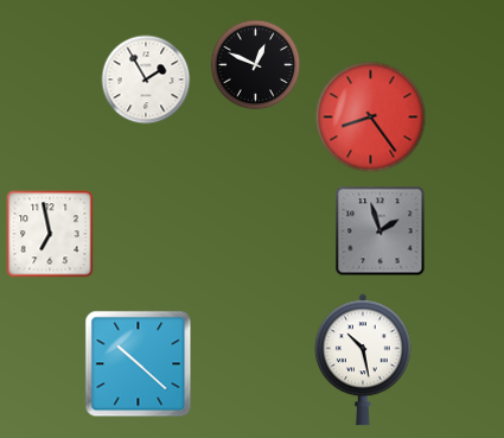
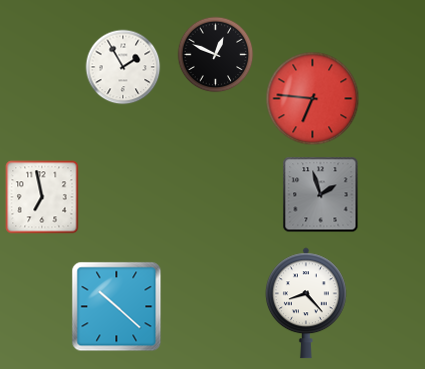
clock at (371, 118): 8:24 -> 6:46
clock at (363, 360): 10:28 -> 8:23
